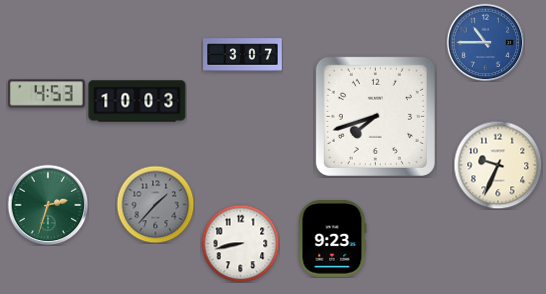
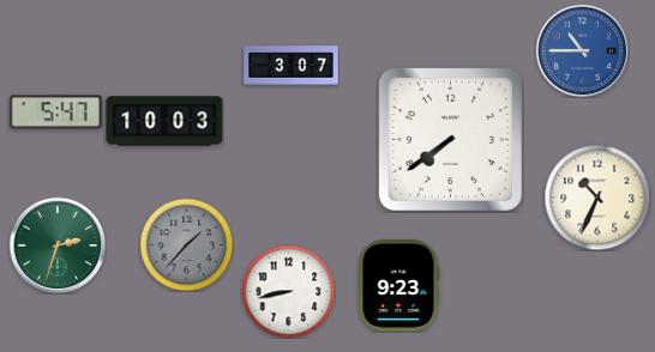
clock at (47, 94): 4:53 -> 5:47
clock at (375, 116): 7:42 -> 7:39
clock at (498, 165): 9:34 -> 10:34
